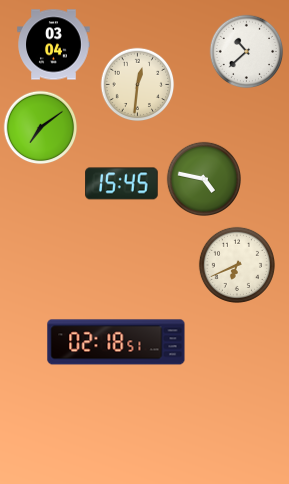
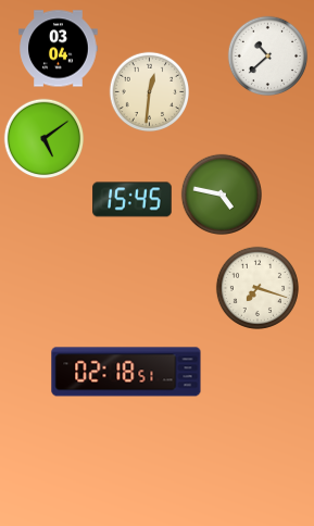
clock at (41, 128): 7:09 -> 5:09
clock at (237, 265): 6:41 -> 7:18
